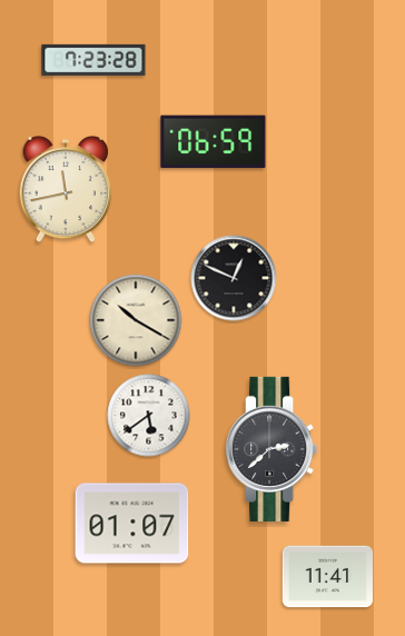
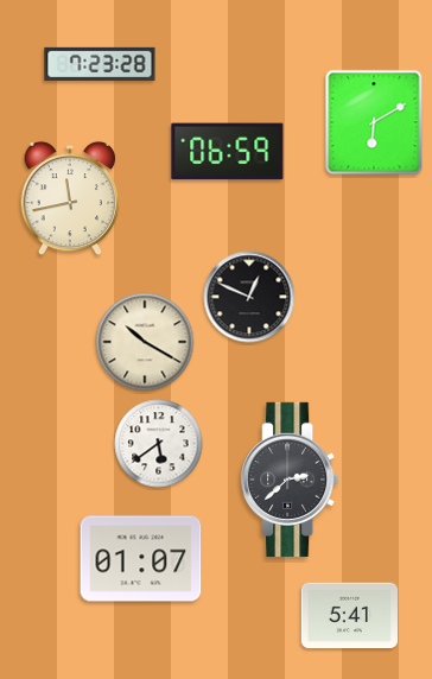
clock at (374, 122): none -> 6:10
clock at (66, 189) position: (66, 189) -> (70, 198)
clock at (327, 577): 11:41 -> 5:41
